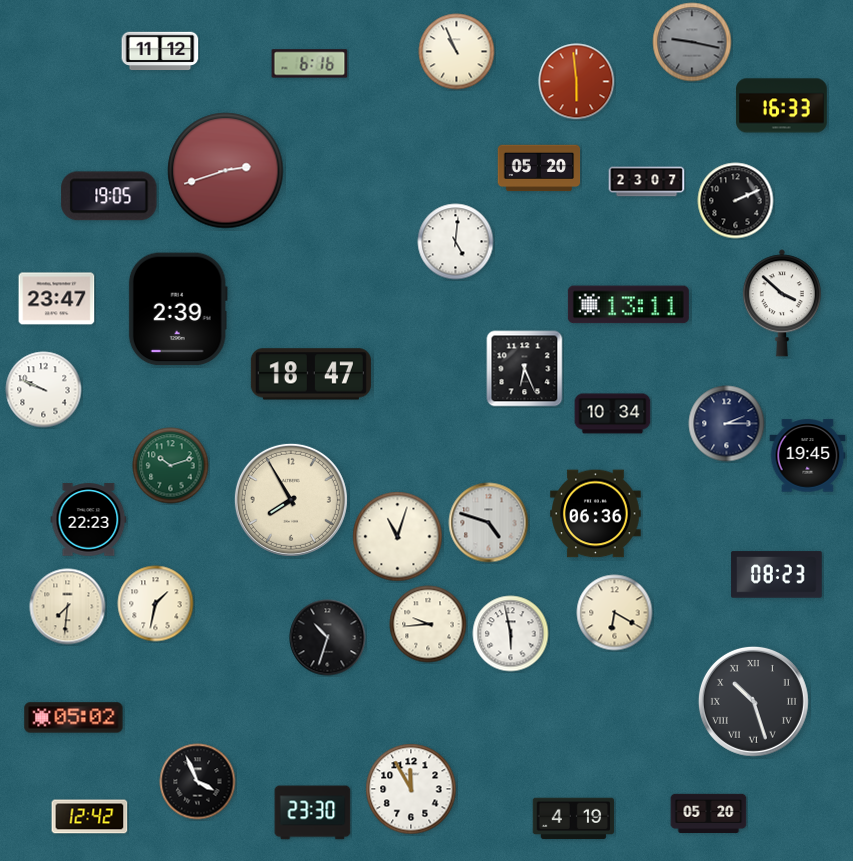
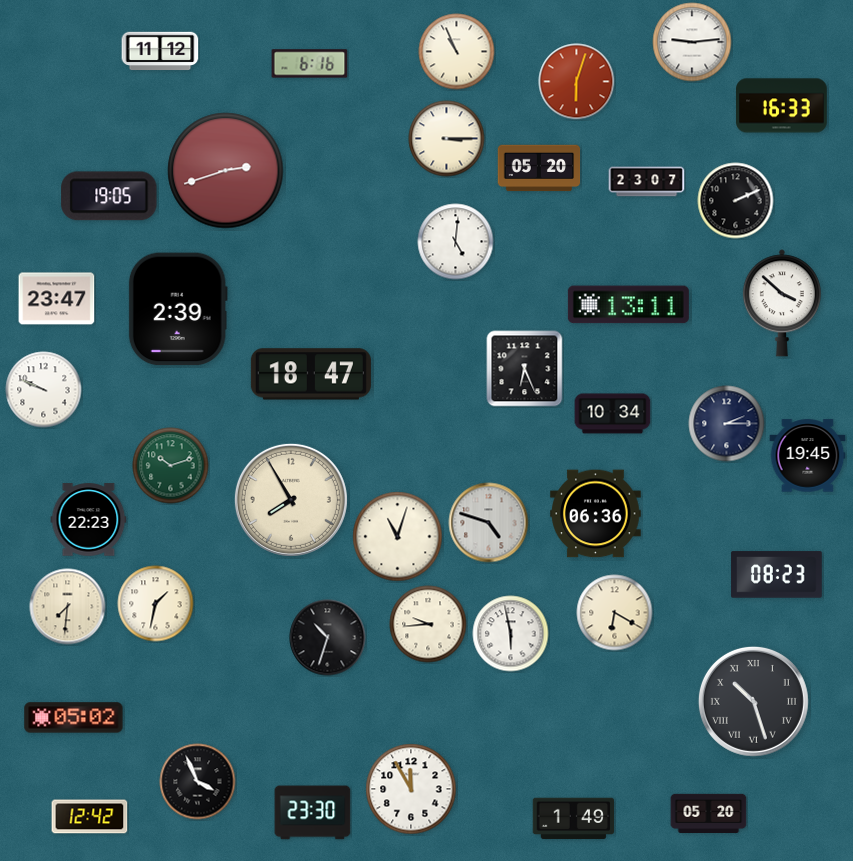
clock at (692, 42): 9:17 -> 9:14
clock at (692, 42) dial: grey -> white
clock at (577, 82): 5:59 -> 6:03
clock at (447, 139): none -> 3:15
clock at (574, 819): 4:19 -> 1:49
